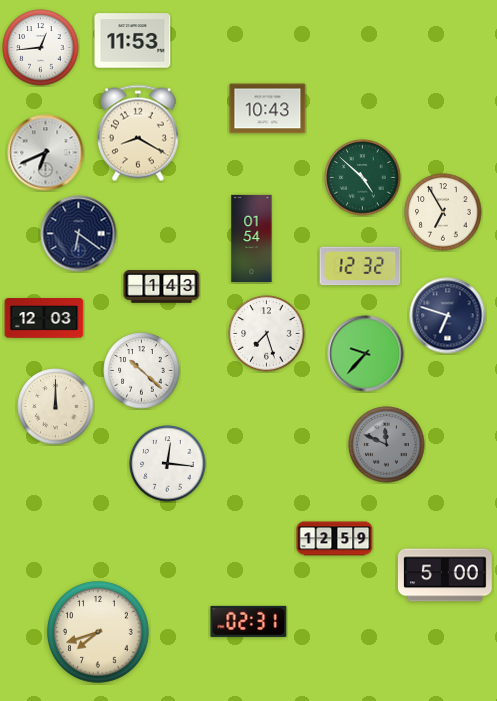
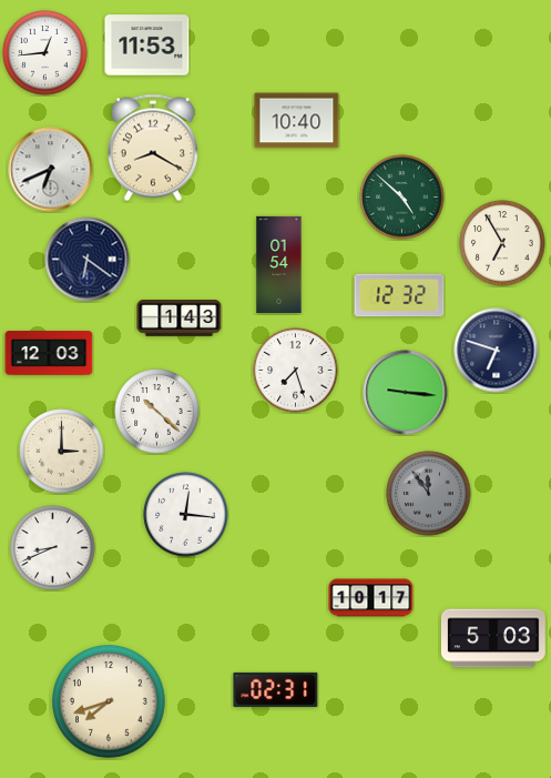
clock at (268, 109): 10:43 -> 10:40
clock at (443, 212) position: (443, 212) -> (502, 243)
clock at (366, 354): 9:37 -> 9:16
clock at (56, 407): 12:00 -> 3:00
clock at (387, 445): 11:49 -> 11:54
clock at (53, 548): none -> 8:41
clock at (335, 539): 12:59 -> 10:17
clock at (445, 575): 5:00 -> 5:03
